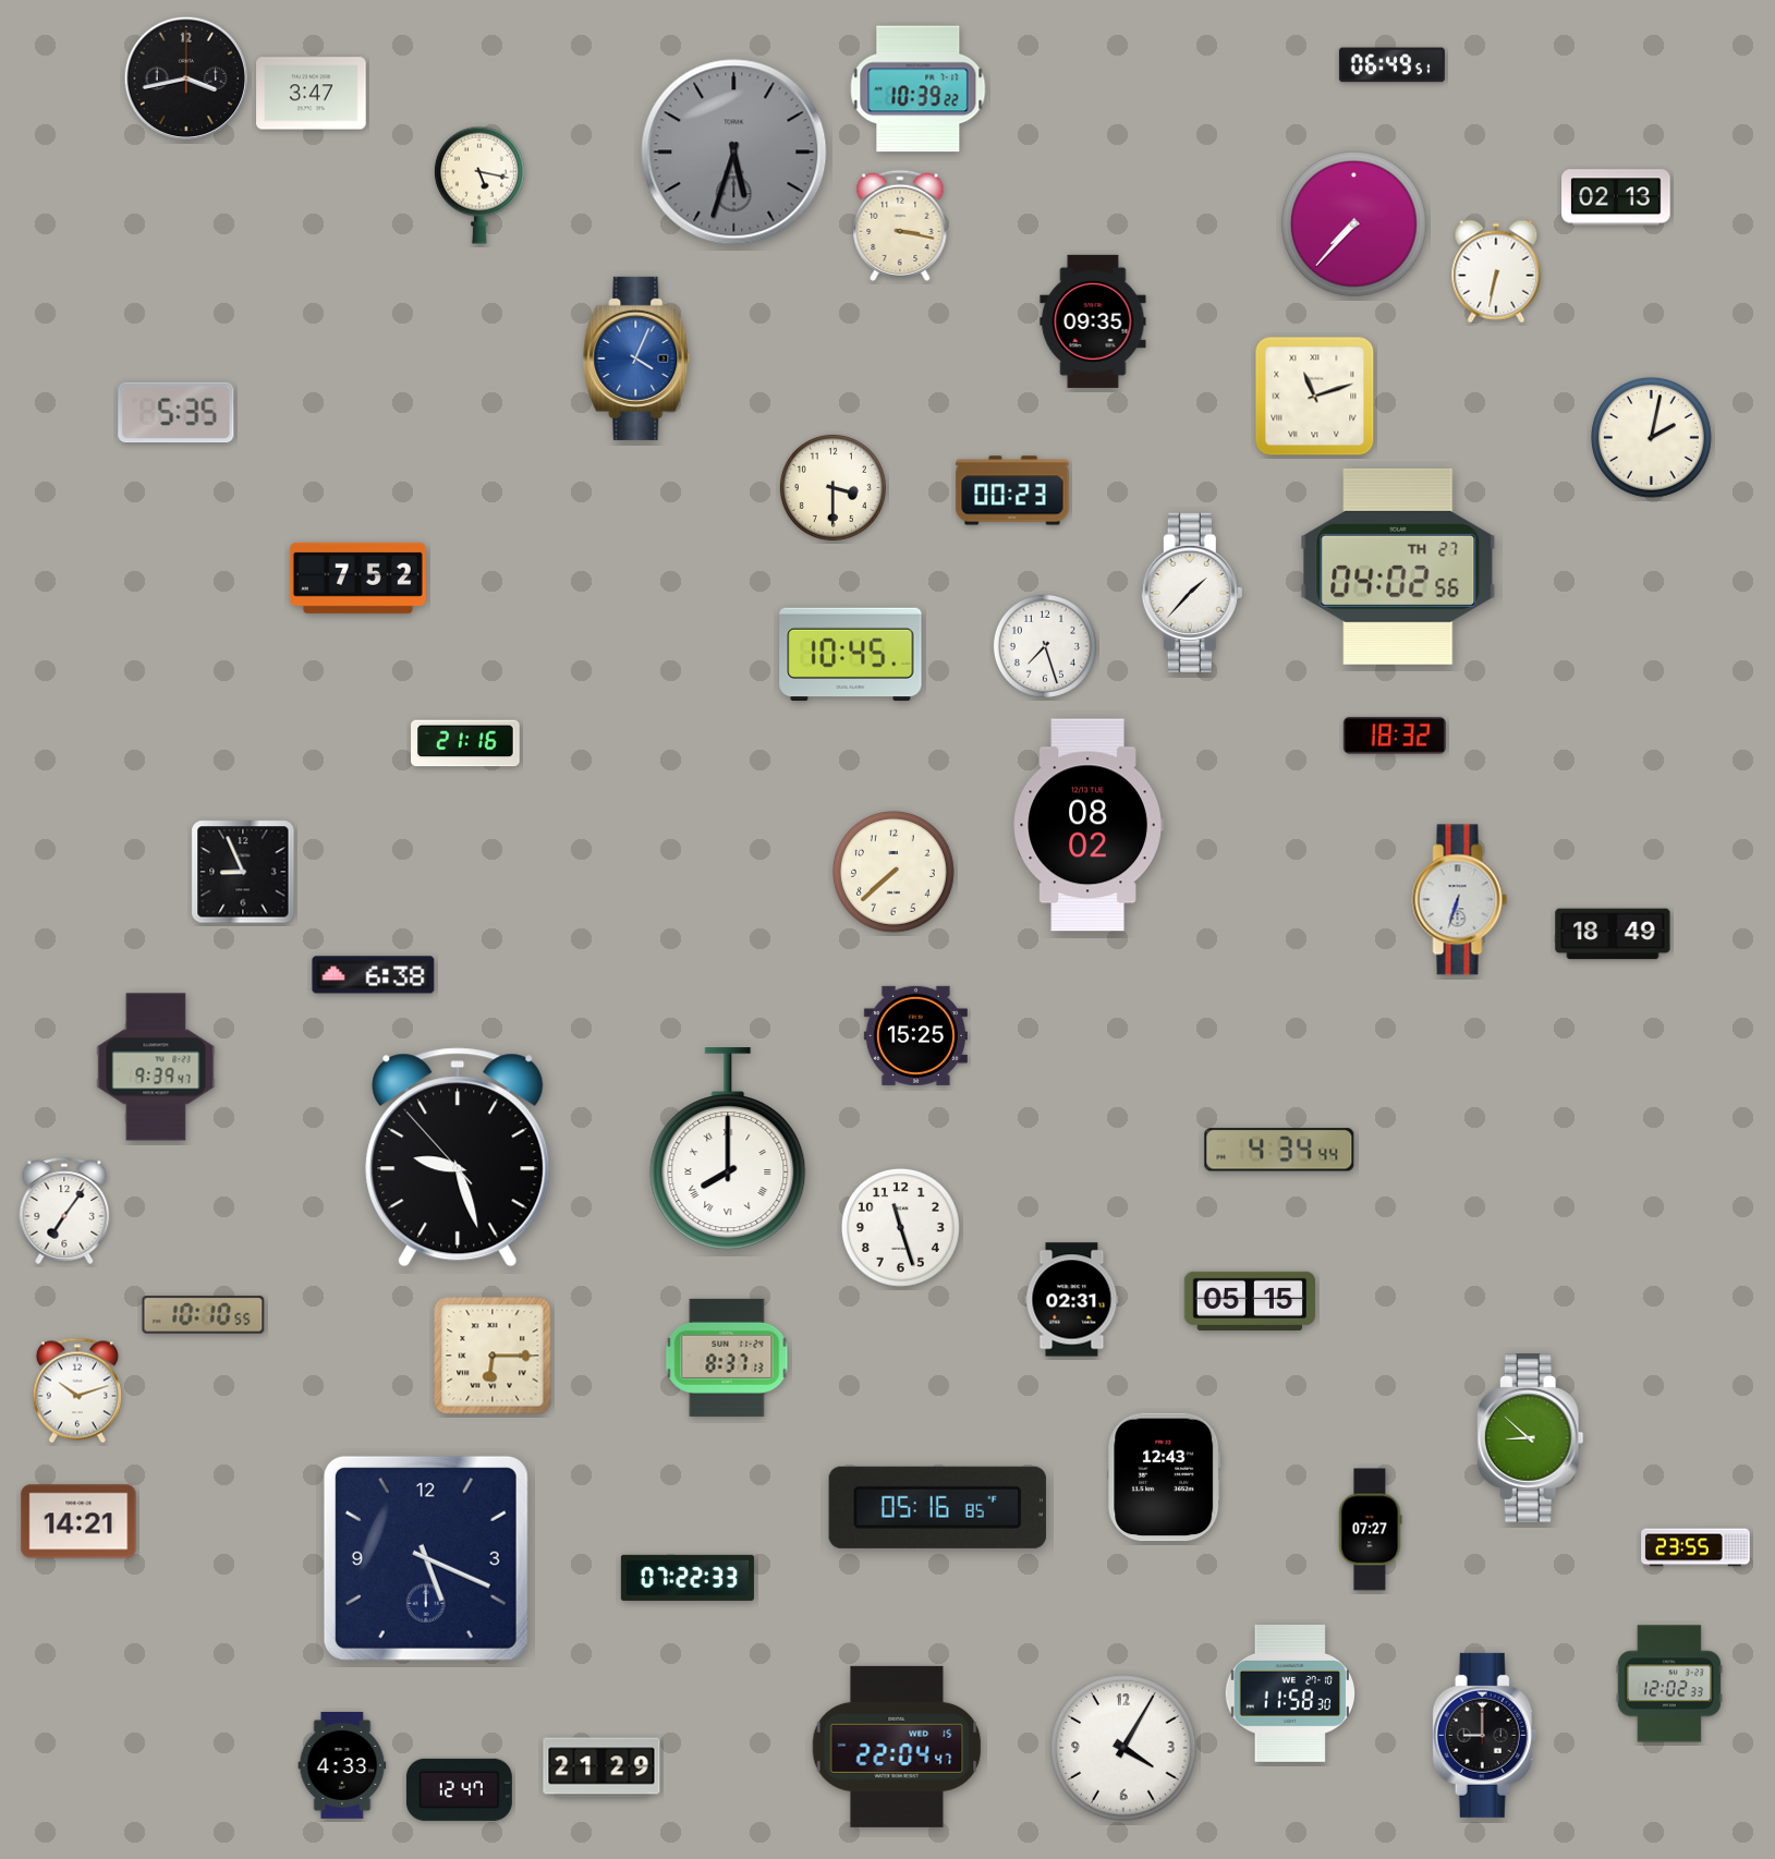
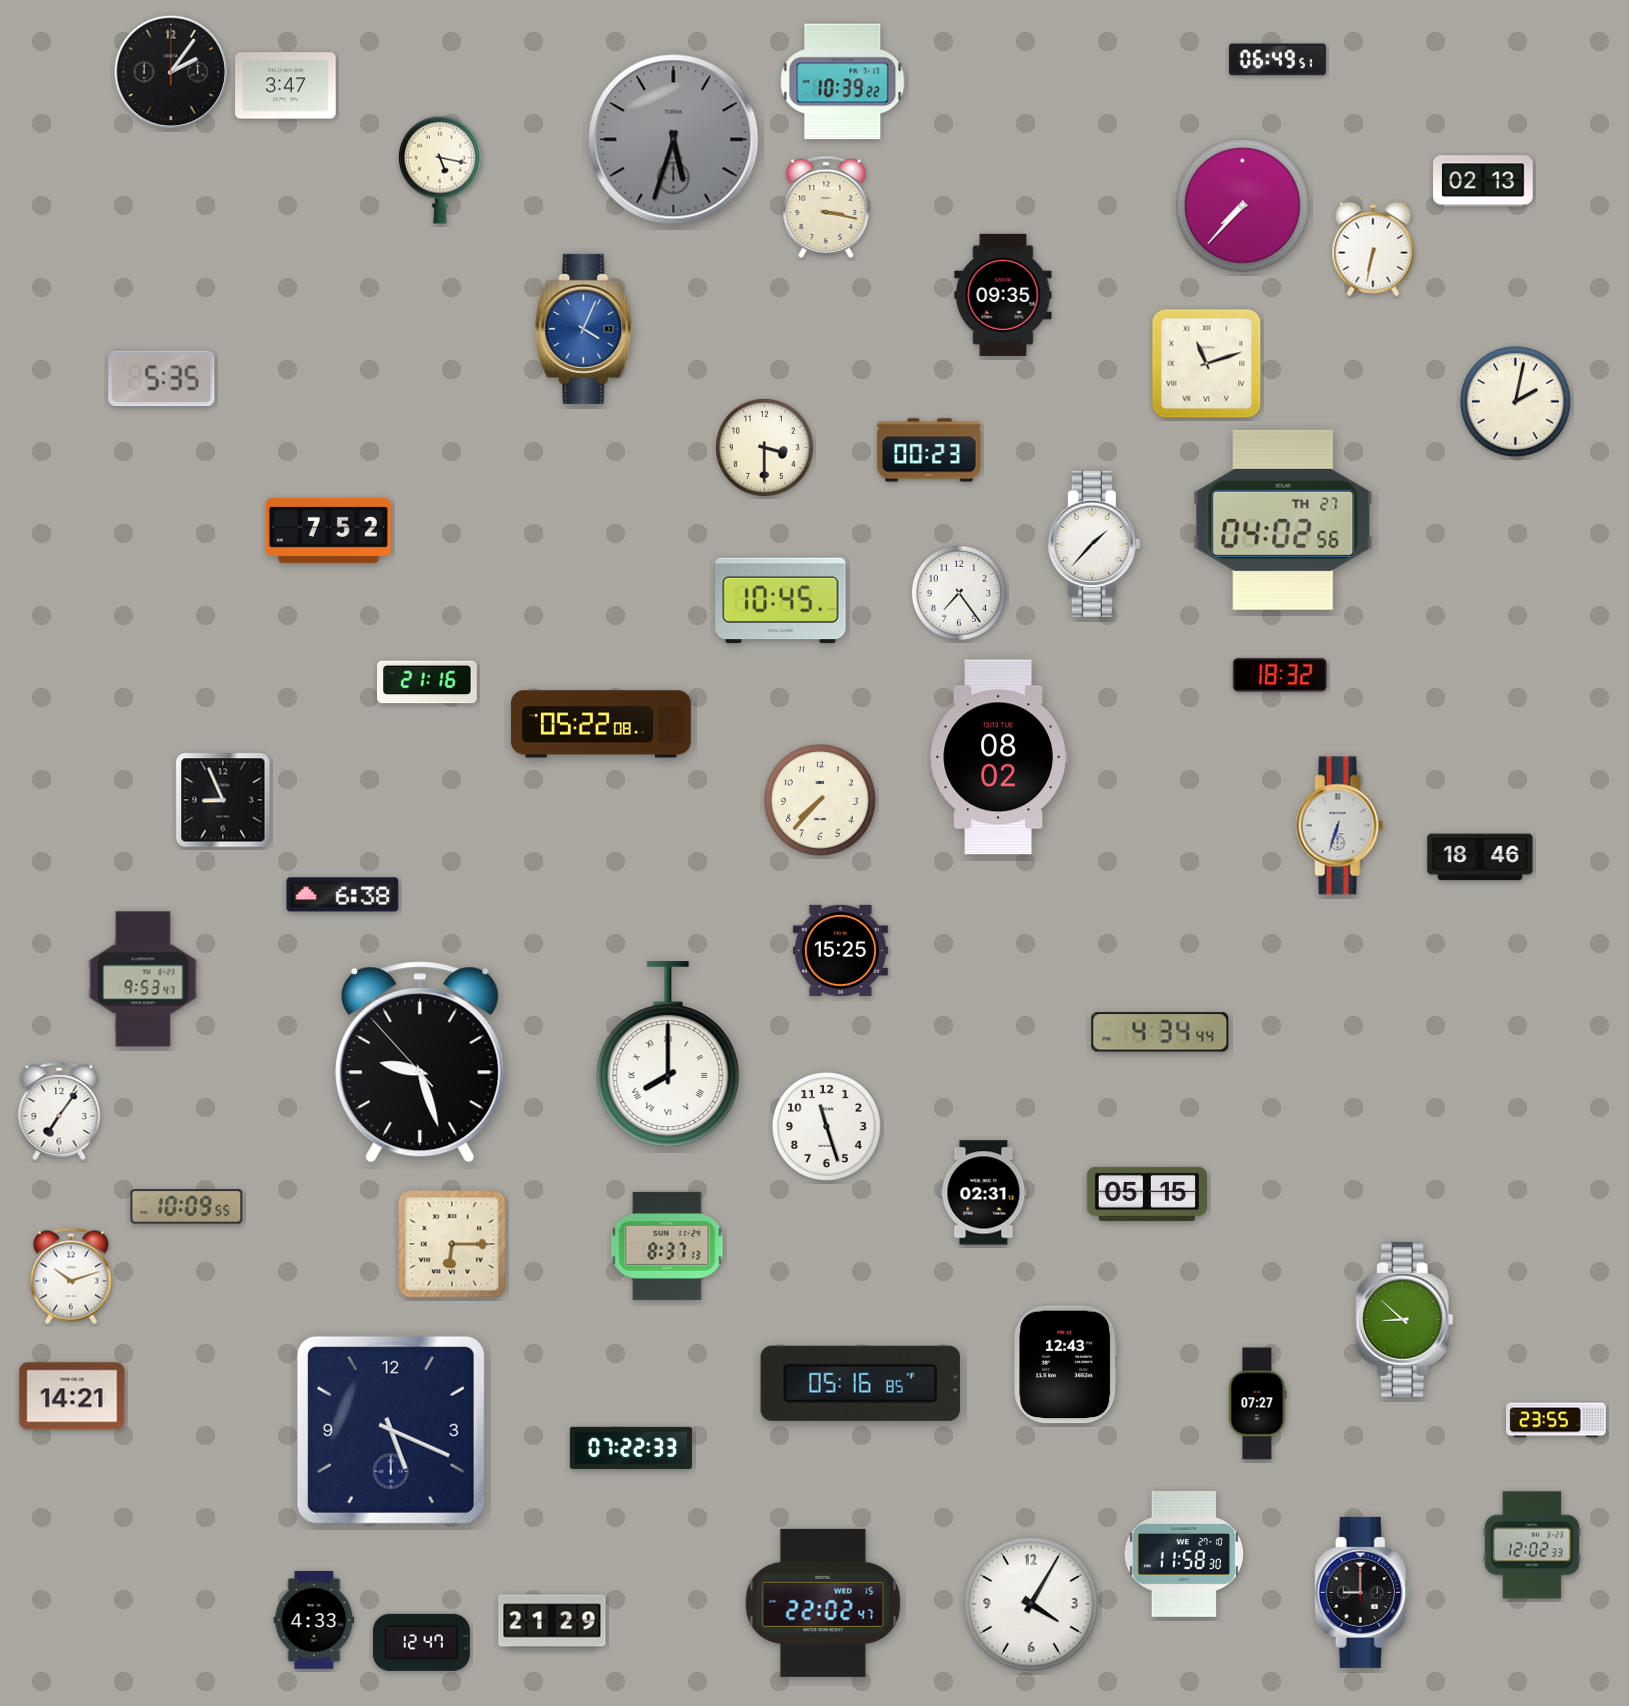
clock at (186, 78): 3:43 -> 2:06
clock at (1045, 646): 7:27 -> 7:24
clock at (601, 724): none -> 05:22
clock at (895, 873): 7:38 -> 7:37
clock at (1613, 934): 18:49 -> 18:46
clock at (156, 1067): 9:39 -> 9:53
clock at (1279, 1150) position: (1279, 1150) -> (1160, 1032)
clock at (204, 1315): 10:10 -> 10:09
clock at (1165, 1478) position: (1165, 1478) -> (1066, 1365)
clock at (897, 1747): 22:04 -> 22:02
